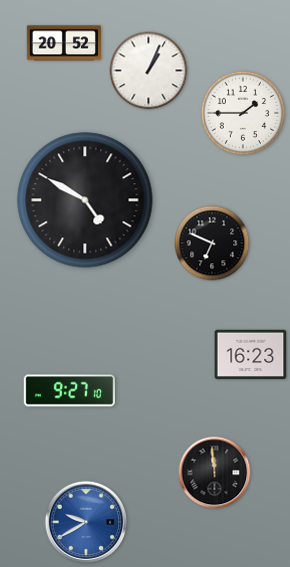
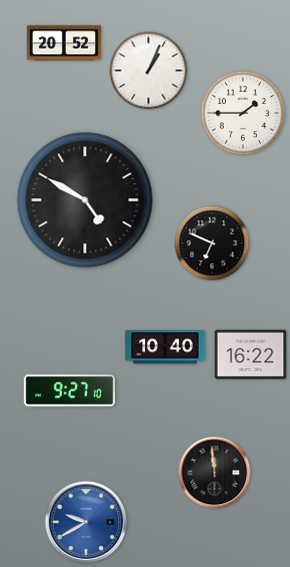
clock at (165, 347): none -> 10:40
clock at (251, 355): 16:23 -> 16:22
